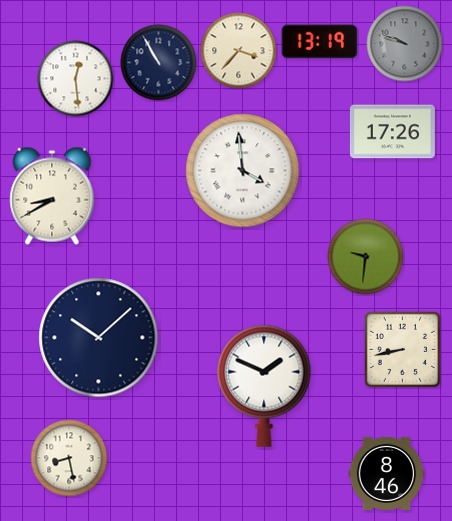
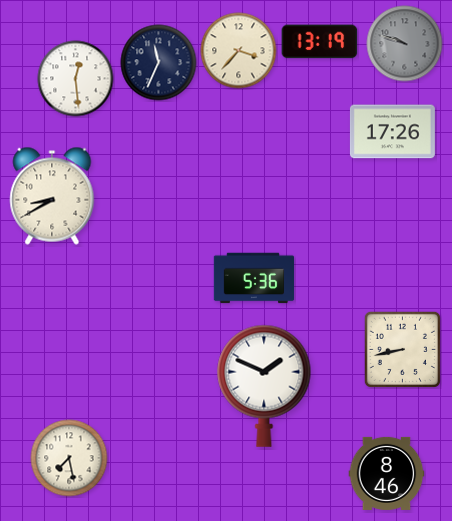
clock at (159, 63): 10:55 -> 11:34
clock at (243, 171): 3:59 -> none
clock at (366, 257): 9:31 -> none
clock at (254, 278): none -> 5:36
clock at (99, 338): 10:08 -> none
clock at (69, 458): 8:28 -> 7:28
